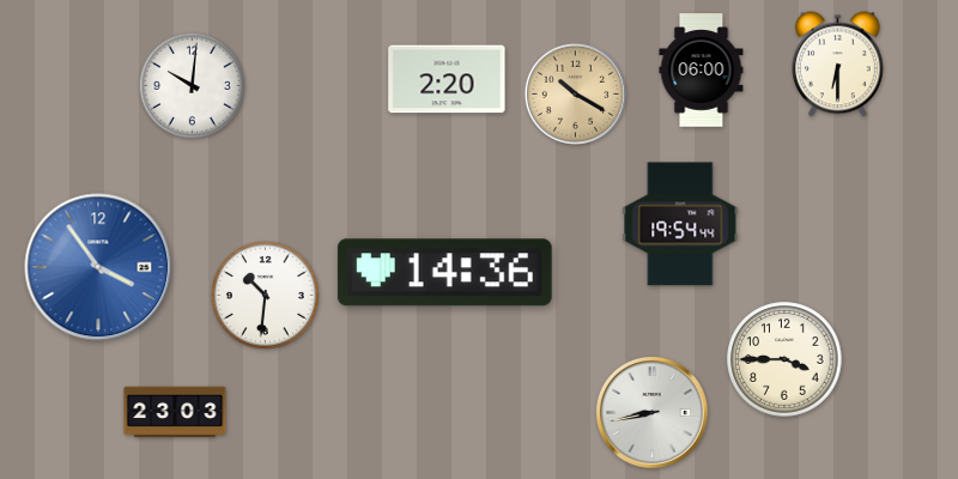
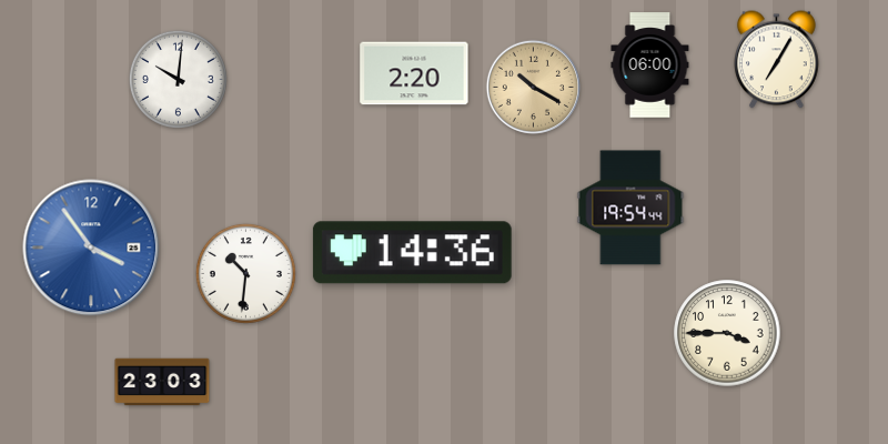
clock at (838, 65): 6:30 -> 7:05
clock at (651, 412): 8:43 -> none
